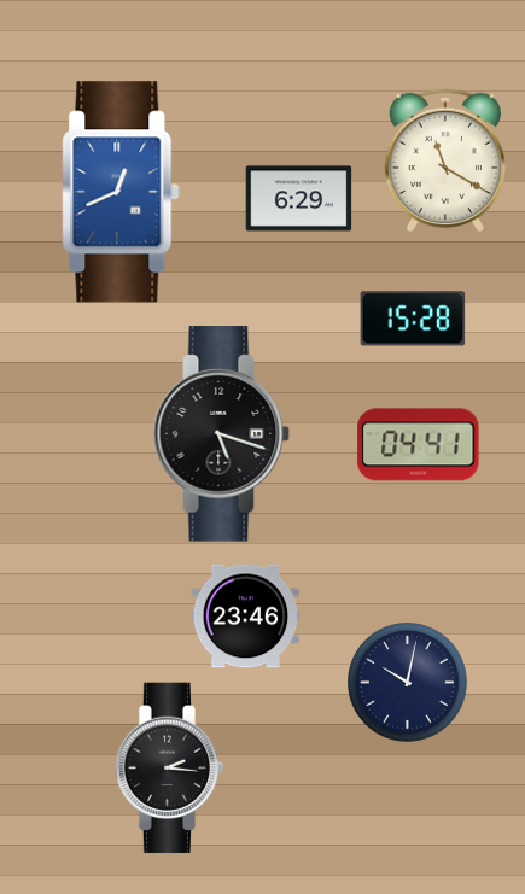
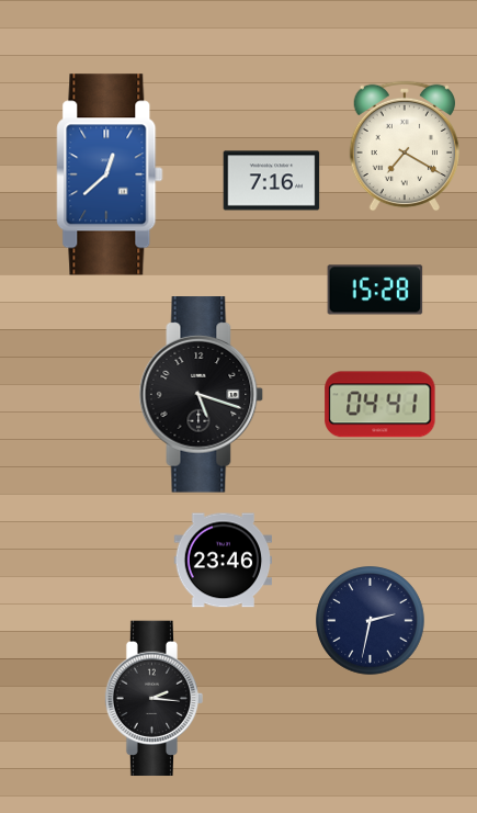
clock at (444, 160): 11:20 -> 7:20
clock at (121, 192): 12:41 -> 12:38
clock at (299, 199): 6:29 -> 7:16
clock at (408, 683): 10:02 -> 2:32
